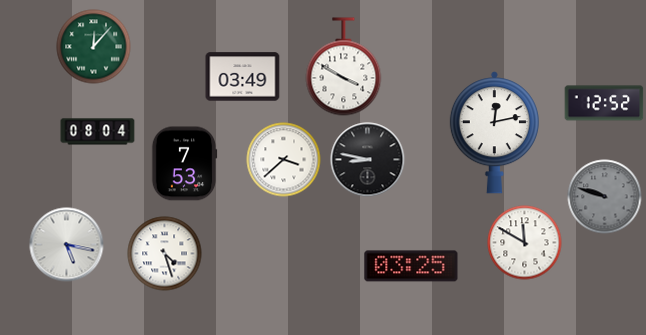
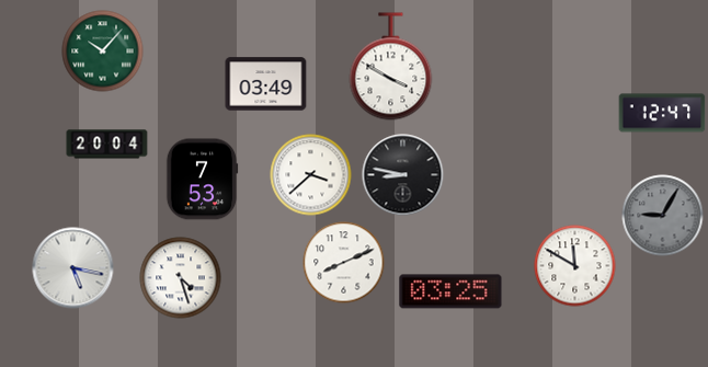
clock at (94, 47): 12:07 -> 10:07
clock at (344, 67) position: (344, 67) -> (391, 67)
clock at (604, 103): 12:52 -> 12:47
clock at (98, 132): 08:04 -> 20:04
clock at (494, 133): 12:13 -> none
clock at (605, 197): 9:48 -> 9:05
clock at (344, 263): none -> 8:11
